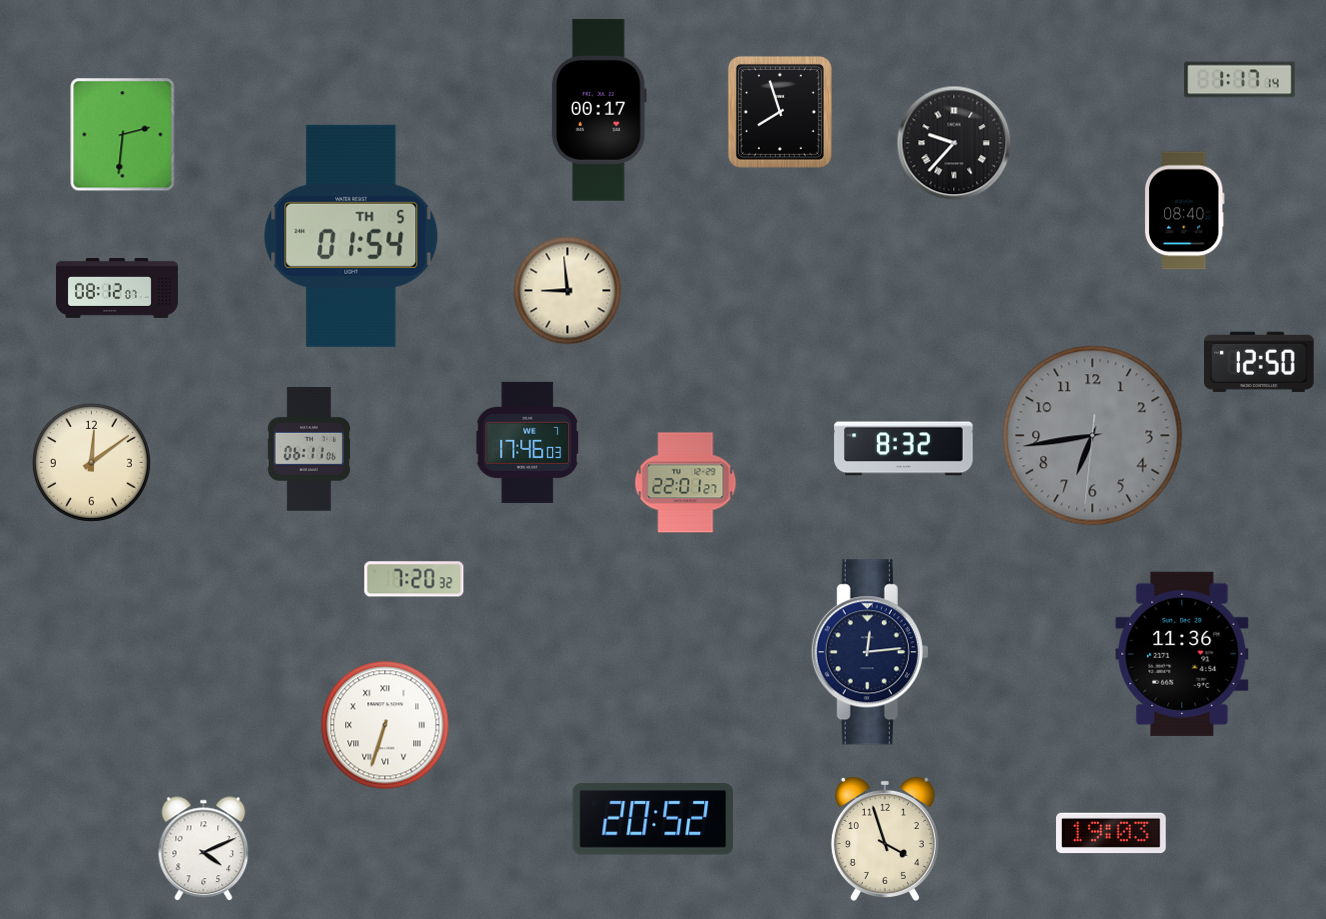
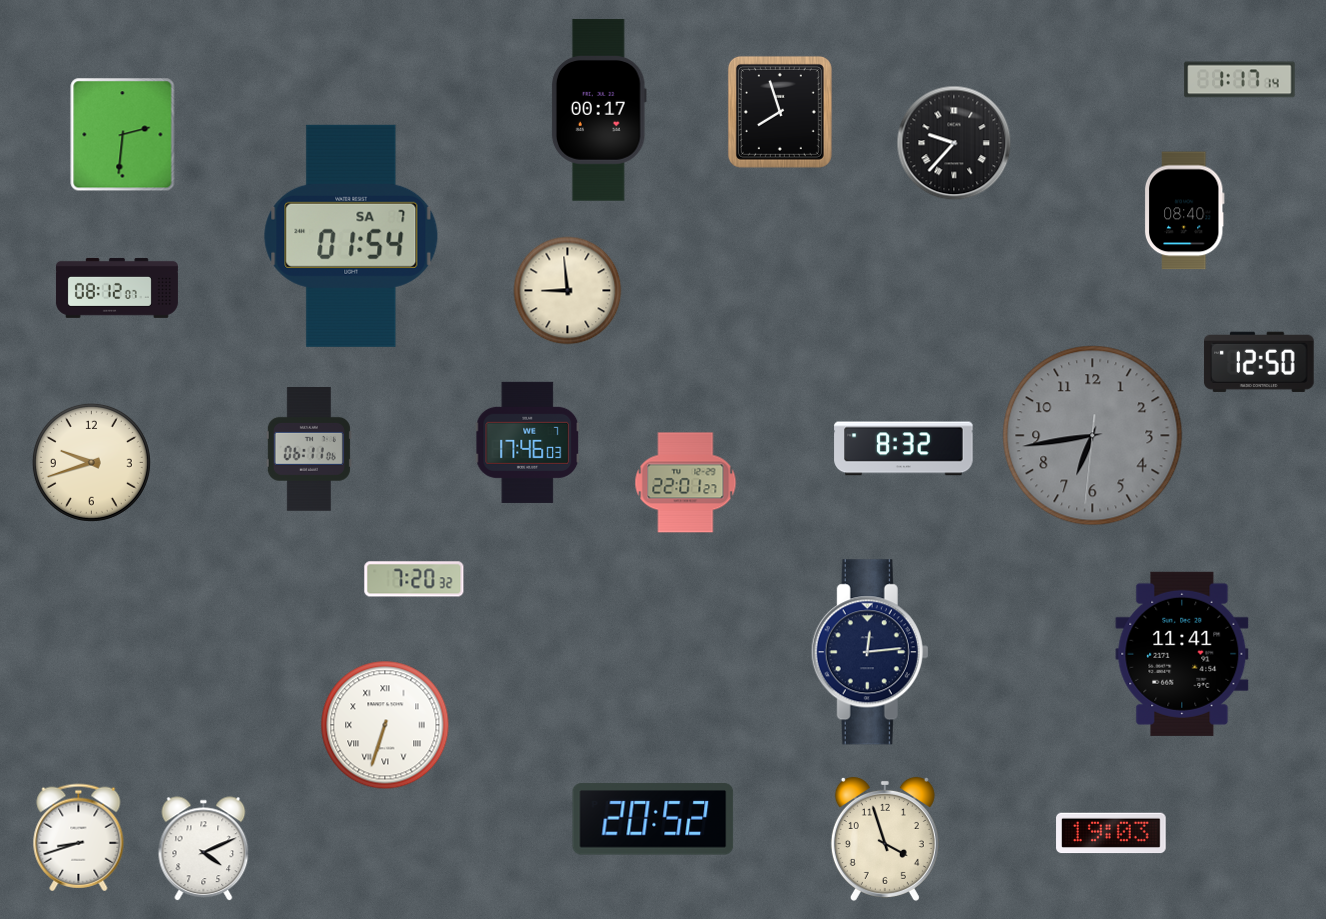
clock at (351, 236) date: TH 5 -> SA 7
clock at (91, 462): 12:09 -> 9:42
clock at (1182, 654): 11:36 -> 11:41
clock at (79, 838): none -> 8:42
